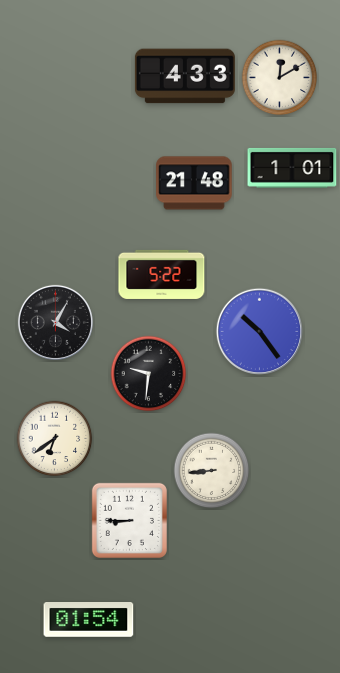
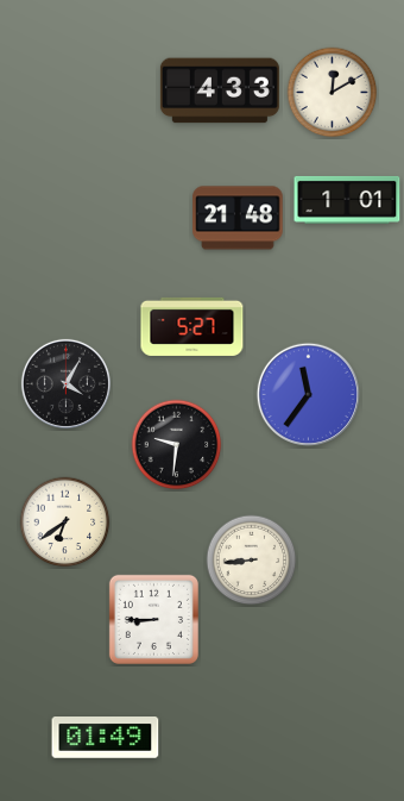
clock at (194, 183) position: (194, 183) -> (238, 218)
clock at (162, 274): 5:22 -> 5:27
clock at (260, 332): 10:24 -> 11:36
clock at (89, 620): 01:54 -> 01:49
